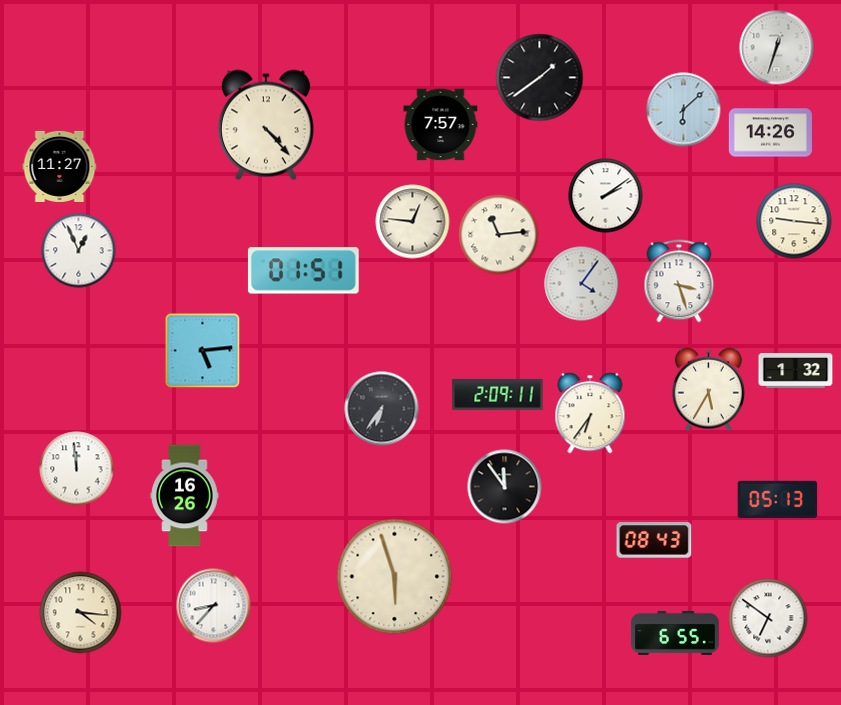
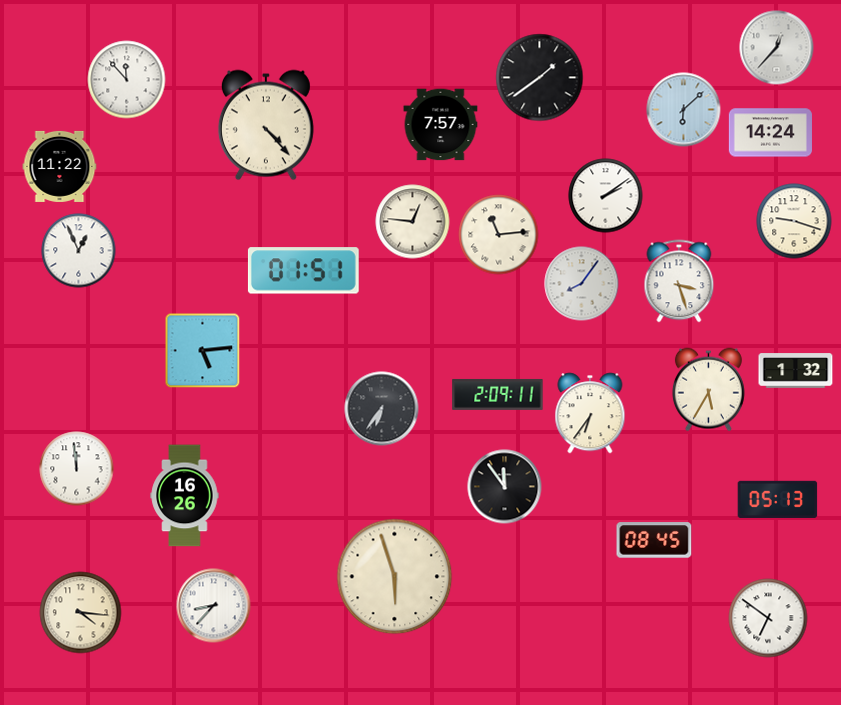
clock at (777, 48): 12:33 -> 12:37
clock at (127, 80): none -> 11:53
clock at (770, 133): 14:26 -> 14:24
clock at (60, 166): 11:27 -> 11:22
clock at (794, 221): 9:16 -> 9:18
clock at (582, 284): 4:06 -> 8:06
clock at (654, 540): 08:43 -> 08:45
clock at (675, 633): 6:55 -> none
